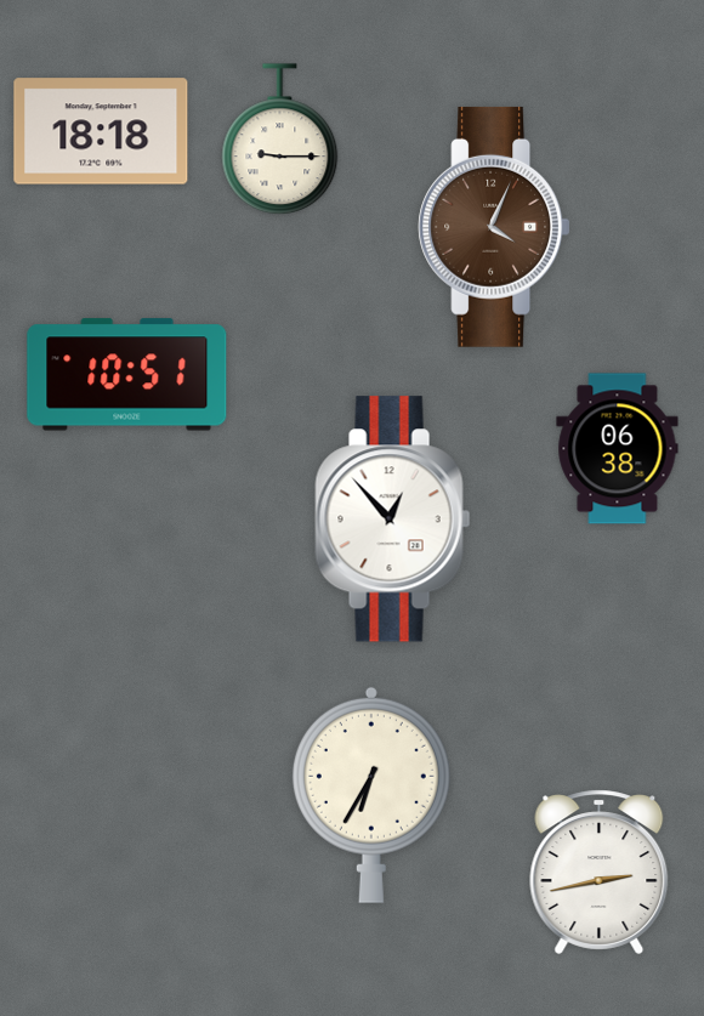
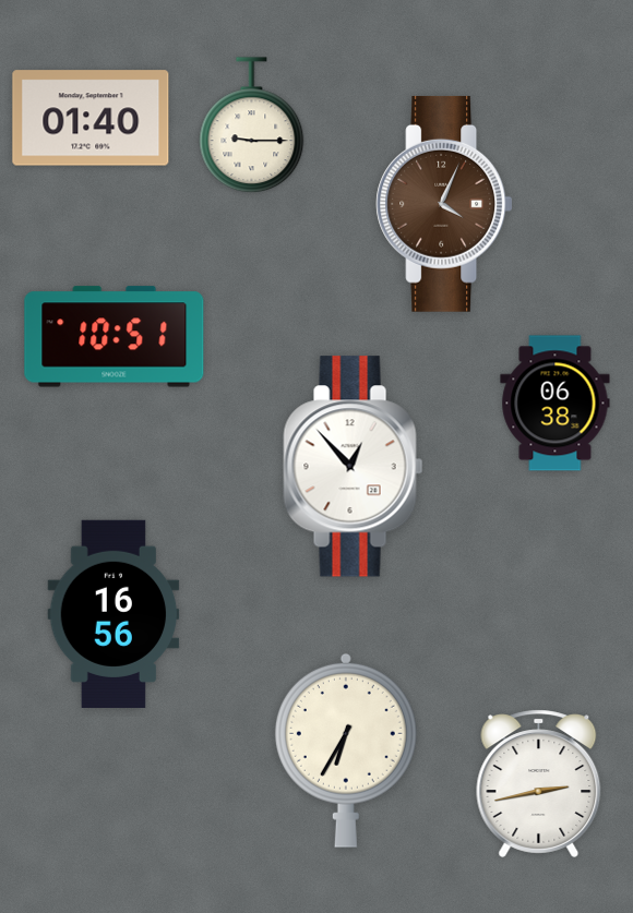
clock at (101, 131): 18:18 -> 01:40
clock at (114, 614): none -> 16:56
clock at (371, 795) position: (371, 795) -> (346, 750)
